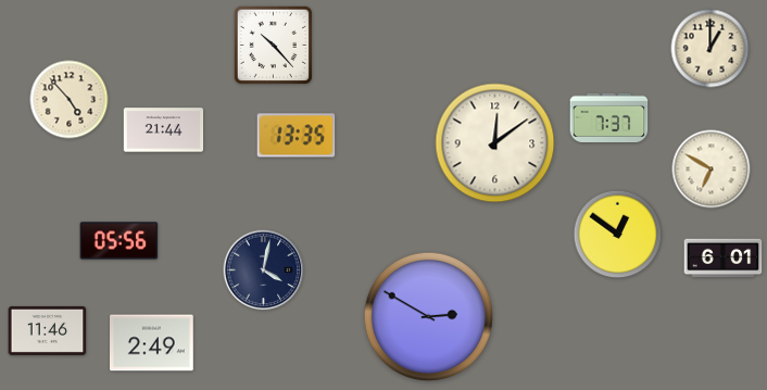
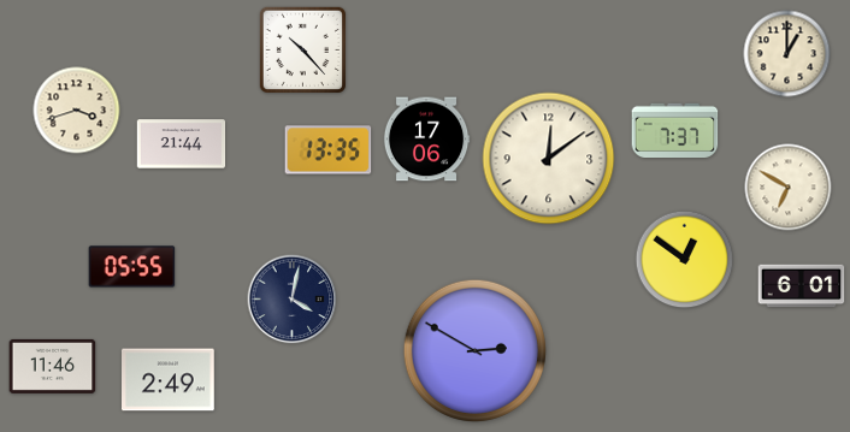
clock at (70, 100): 4:53 -> 3:42
clock at (426, 140): none -> 17:06
clock at (120, 241): 05:56 -> 05:55
